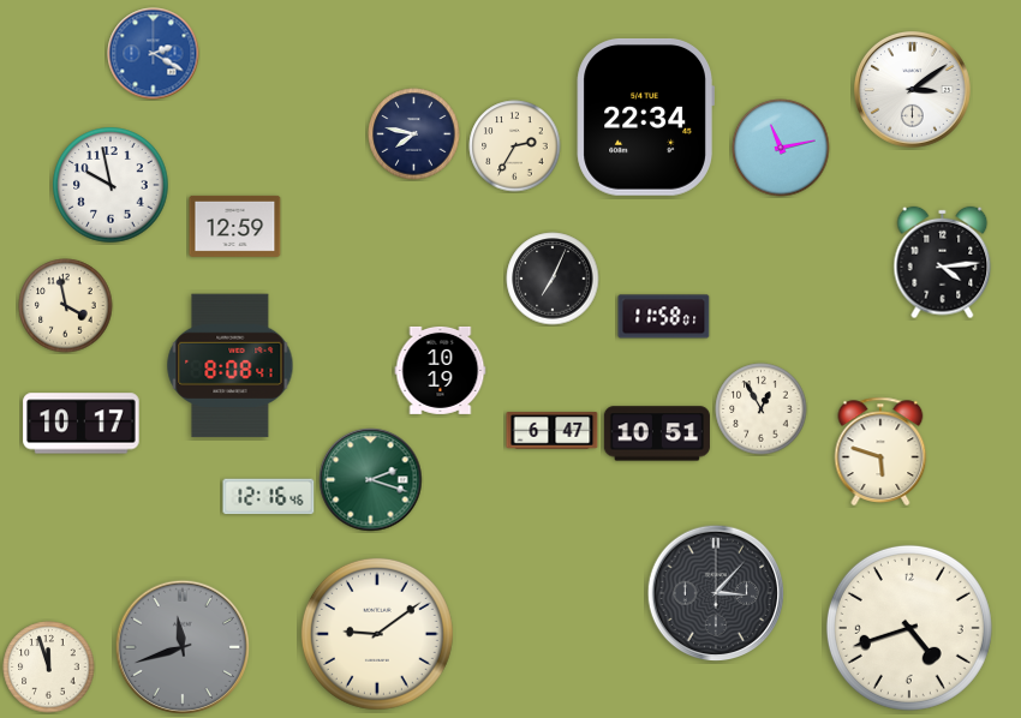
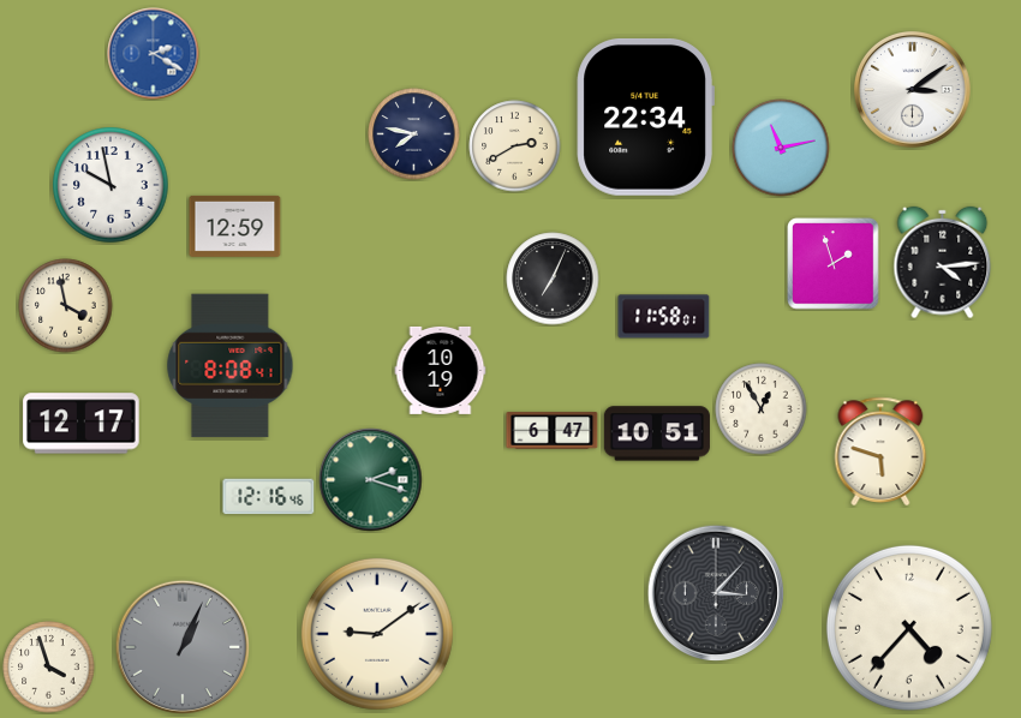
clock at (515, 146): 2:35 -> 2:40
clock at (834, 264): none -> 1:57
clock at (82, 424): 10:17 -> 12:17
clock at (909, 628): 4:42 -> 4:37
clock at (181, 646): 11:42 -> 1:04
clock at (49, 668): 11:57 -> 3:57
